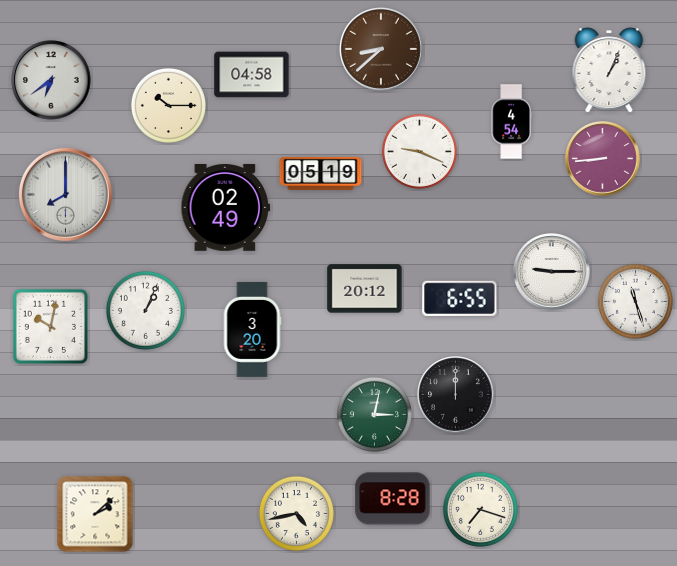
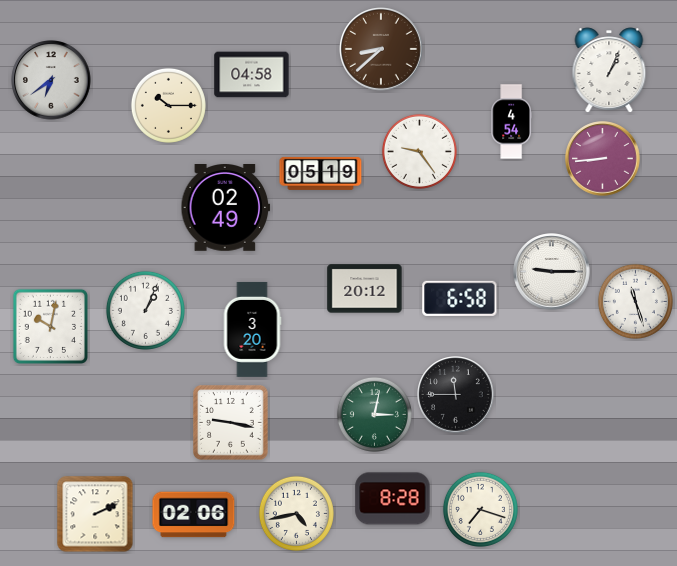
clock at (419, 151): 9:19 -> 9:24
clock at (65, 194): 8:00 -> none
clock at (460, 298): 6:55 -> 6:58
clock at (456, 395): 12:00 -> 11:45
clock at (231, 423): none -> 9:17
clock at (95, 514): 2:08 -> 2:11
clock at (194, 515): none -> 02:06
